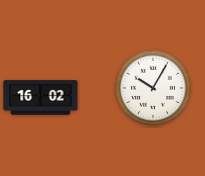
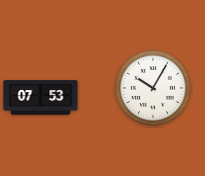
clock at (41, 98): 16:02 -> 07:53
